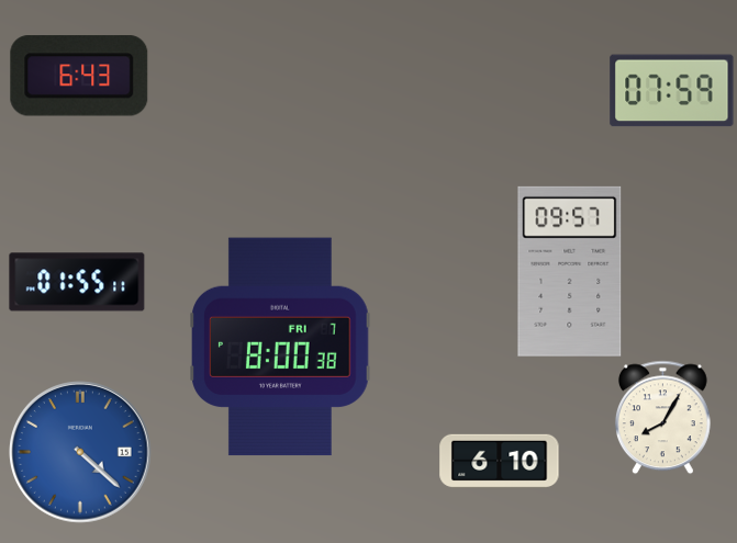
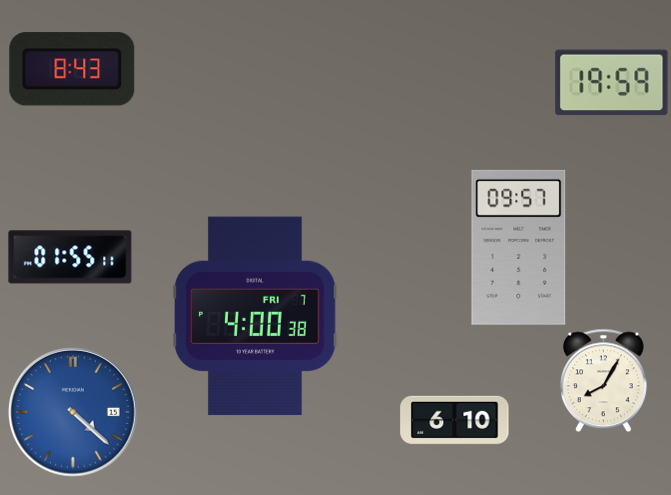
clock at (79, 76): 6:43 -> 8:43
clock at (672, 91): 07:59 -> 19:59
clock at (281, 347): 8:00 -> 4:00
